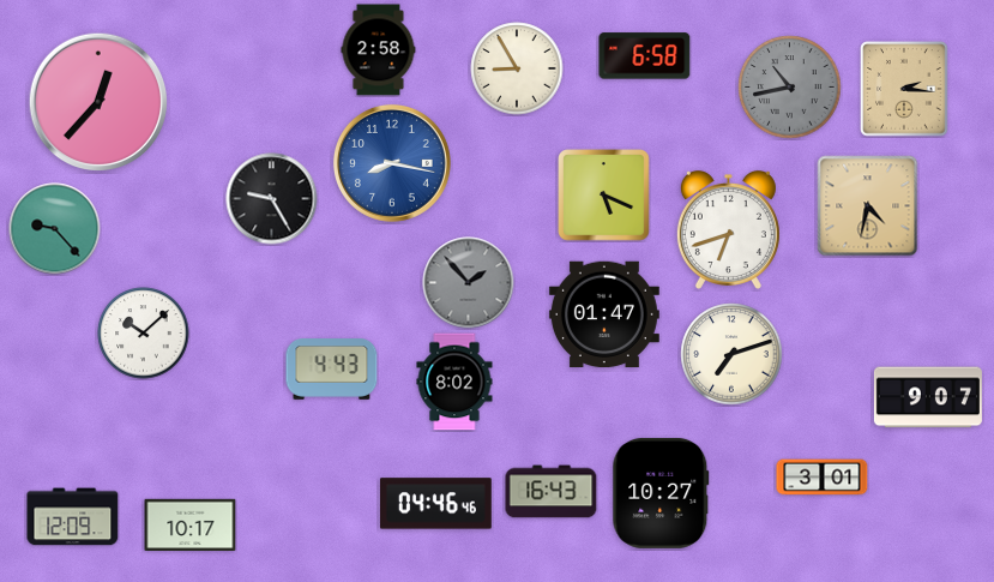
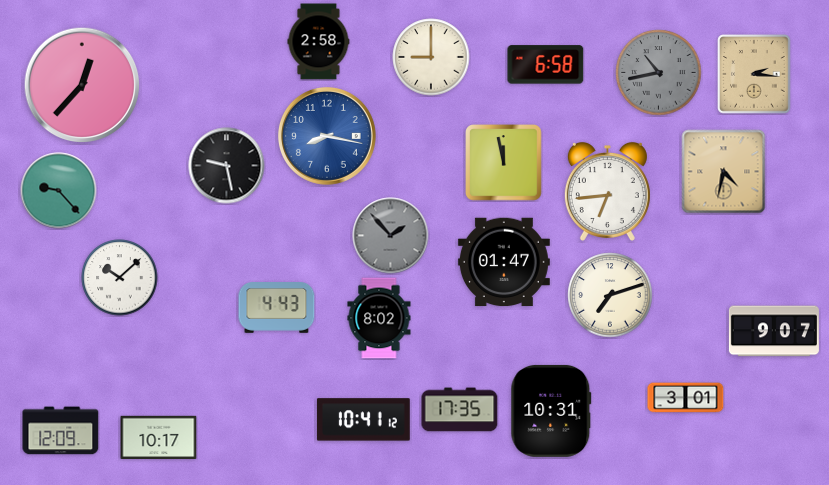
clock at (379, 50) position: (379, 50) -> (319, 42)
clock at (645, 56) position: (645, 56) -> (546, 65)
clock at (517, 68): 8:55 -> 9:00
clock at (604, 196): 5:19 -> 11:58
clock at (272, 199): 9:25 -> 9:28
clock at (55, 229) position: (55, 229) -> (59, 191)
clock at (728, 229): 6:42 -> 6:44
clock at (552, 492): 16:43 -> 17:35
clock at (661, 493): 10:27 -> 10:31
clock at (435, 504): 04:46 -> 10:41
